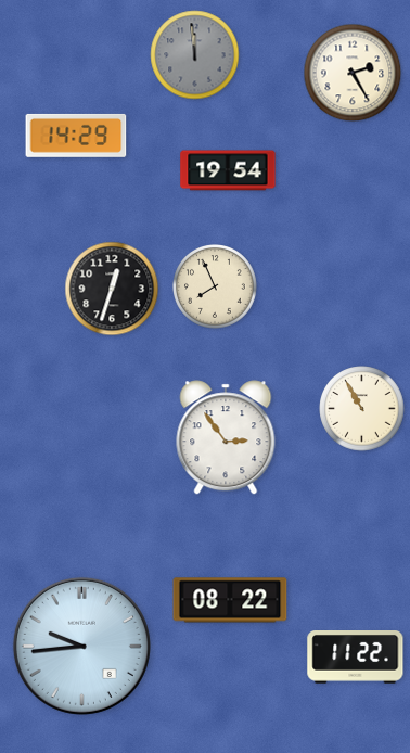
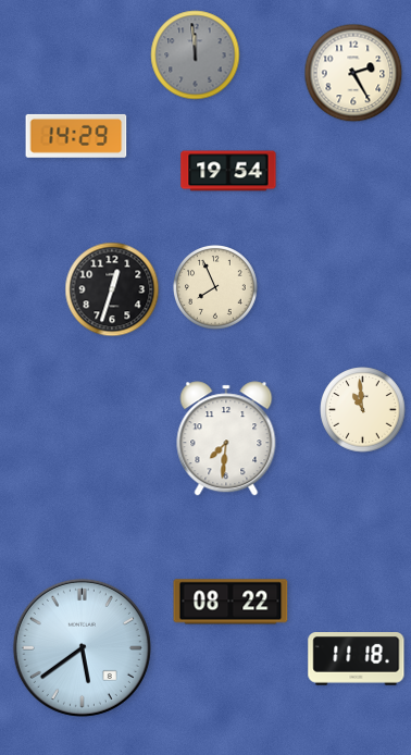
clock at (362, 409): 10:55 -> 10:59
clock at (226, 437): 2:54 -> 7:31
clock at (81, 646): 9:44 -> 5:39
clock at (356, 658): 11:22 -> 11:18
